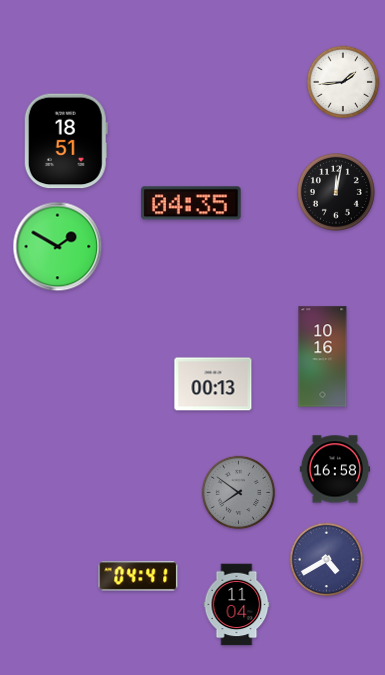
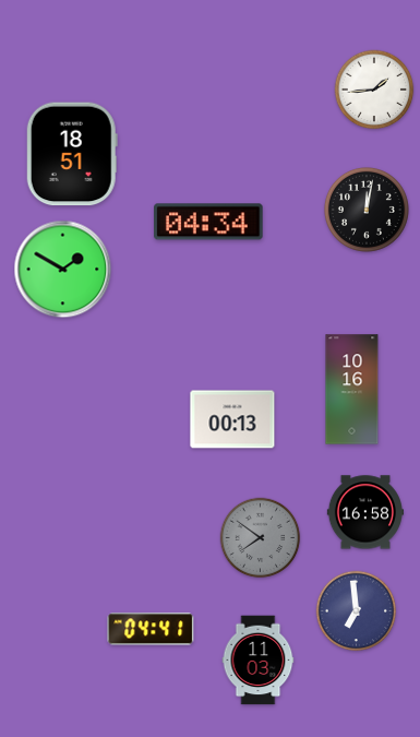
clock at (191, 203): 04:35 -> 04:34
clock at (327, 560): 4:40 -> 6:59
clock at (237, 605): 11:04 -> 11:03
